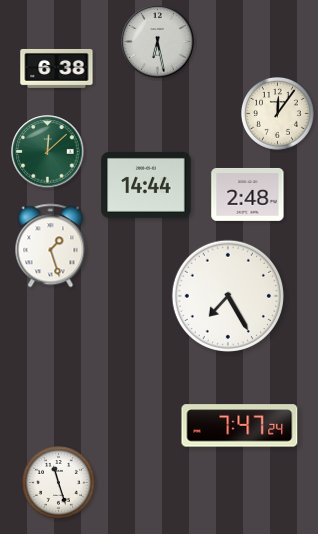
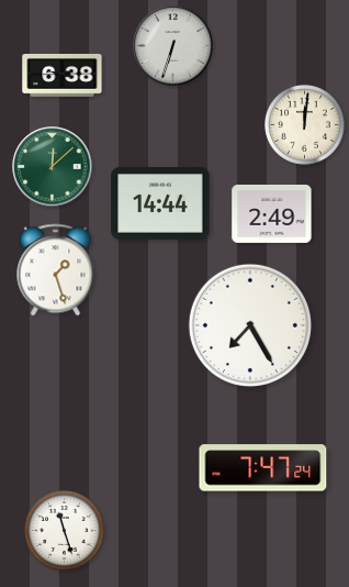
clock at (158, 42): 6:28 -> 6:33
clock at (278, 114): 12:06 -> 12:01
clock at (248, 194): 2:48 -> 2:49
